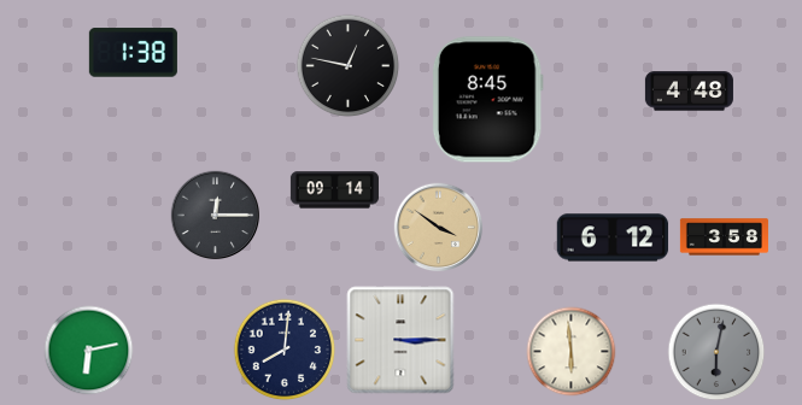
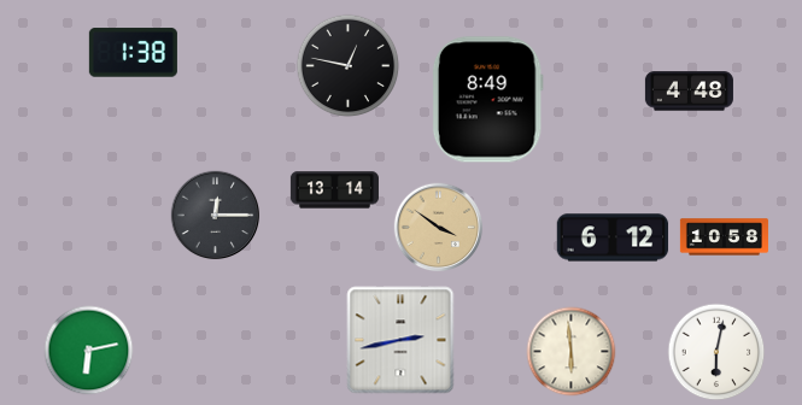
clock at (487, 100): 8:45 -> 8:49
clock at (334, 190): 09:14 -> 13:14
clock at (724, 237): 3:58 -> 10:58
clock at (400, 340): 3:15 -> 2:43
clock at (285, 350): 8:01 -> none
clock at (716, 352) dial: grey -> white
